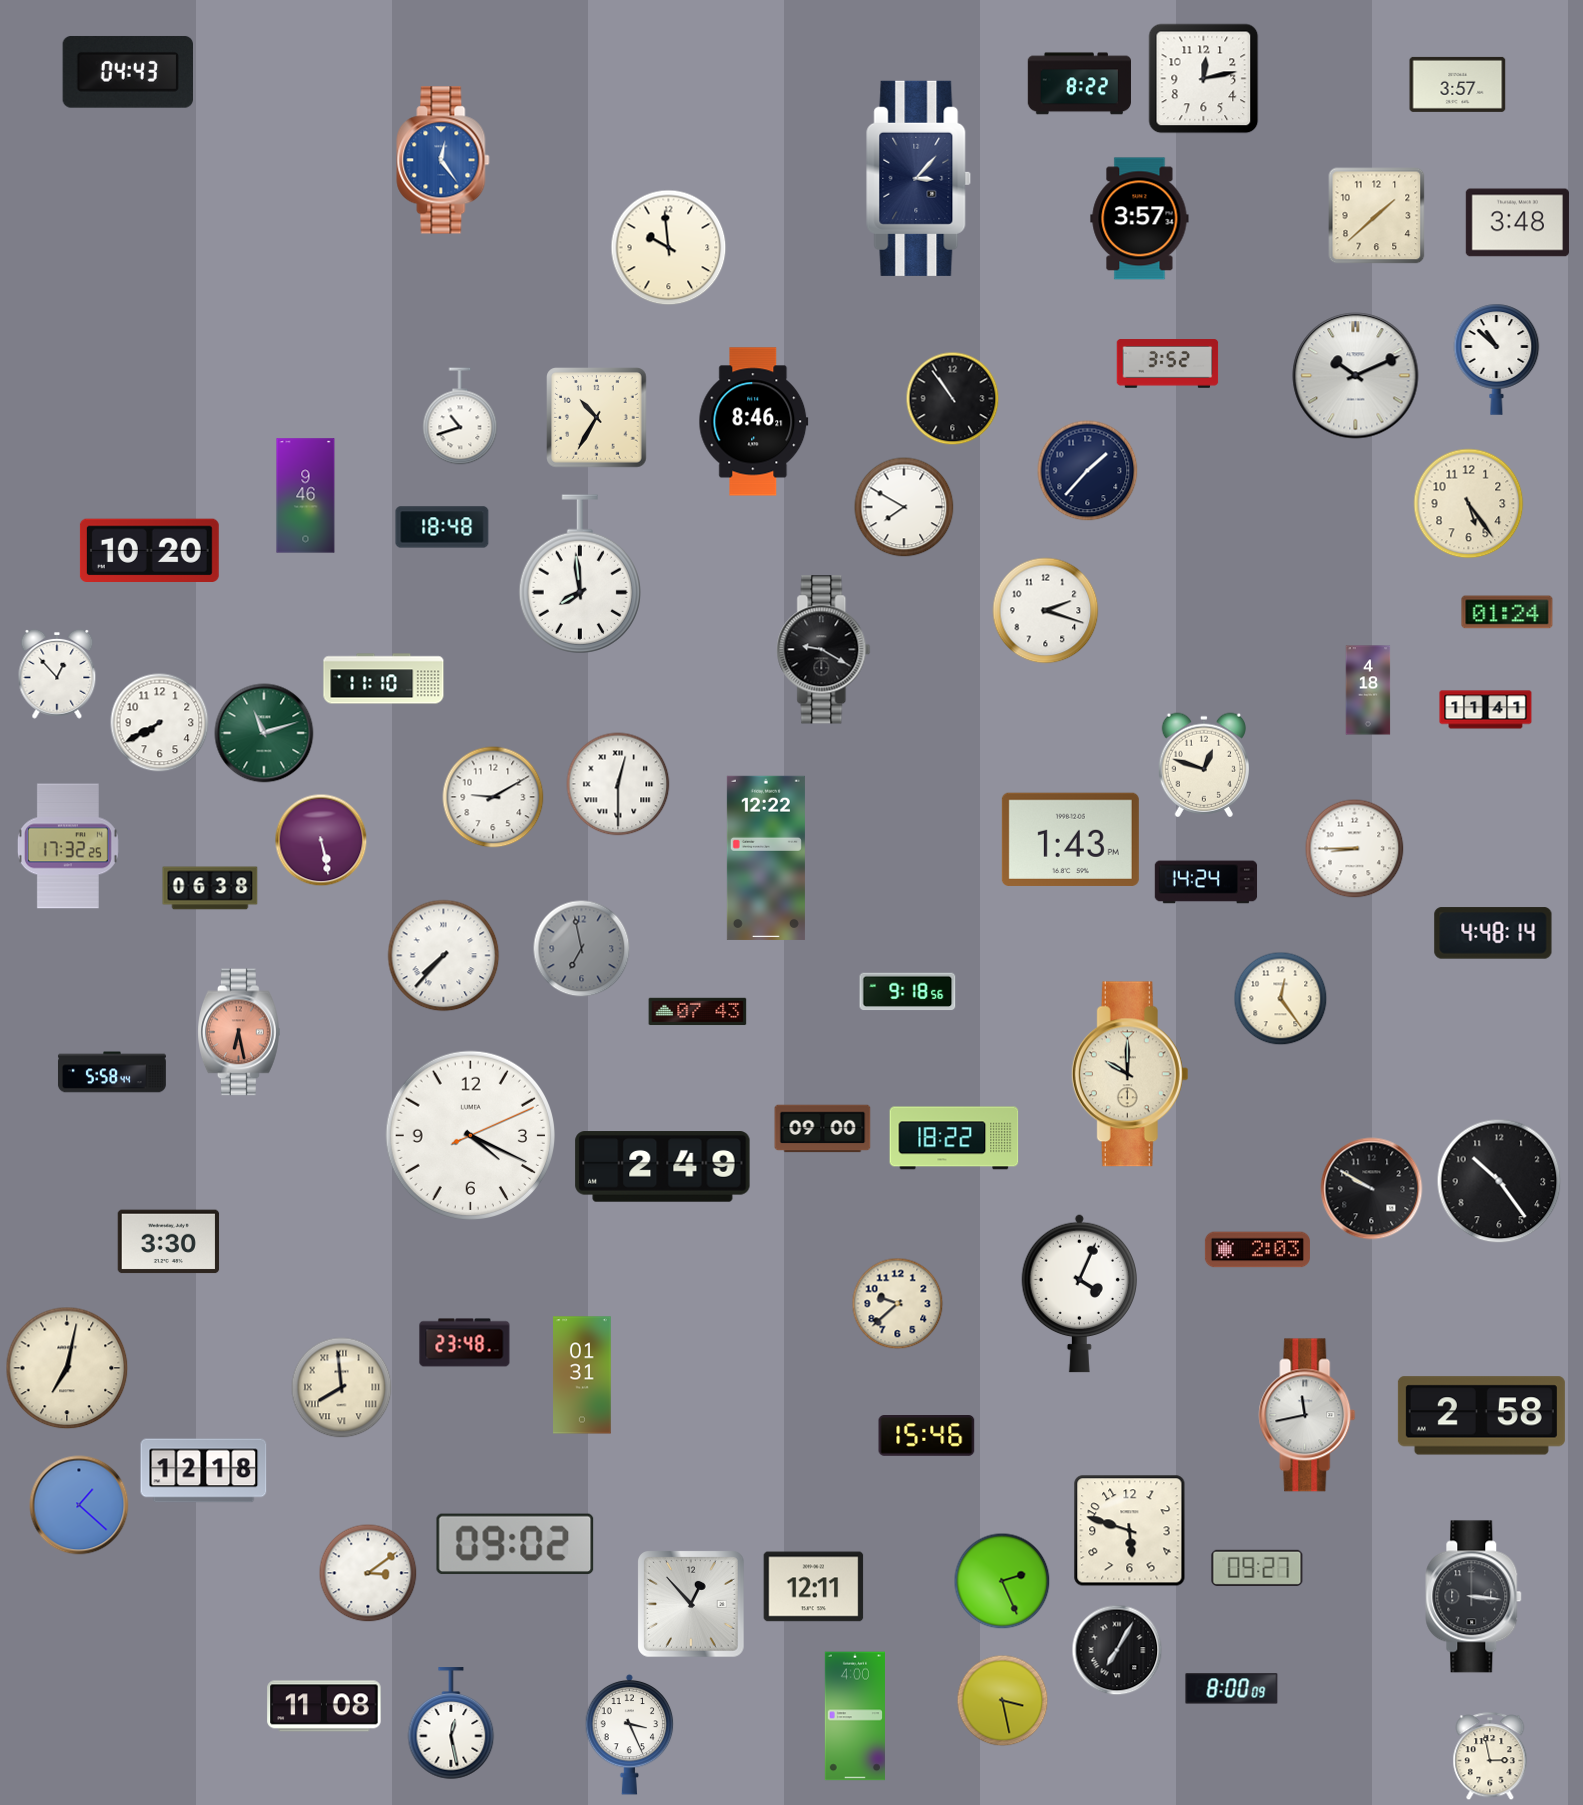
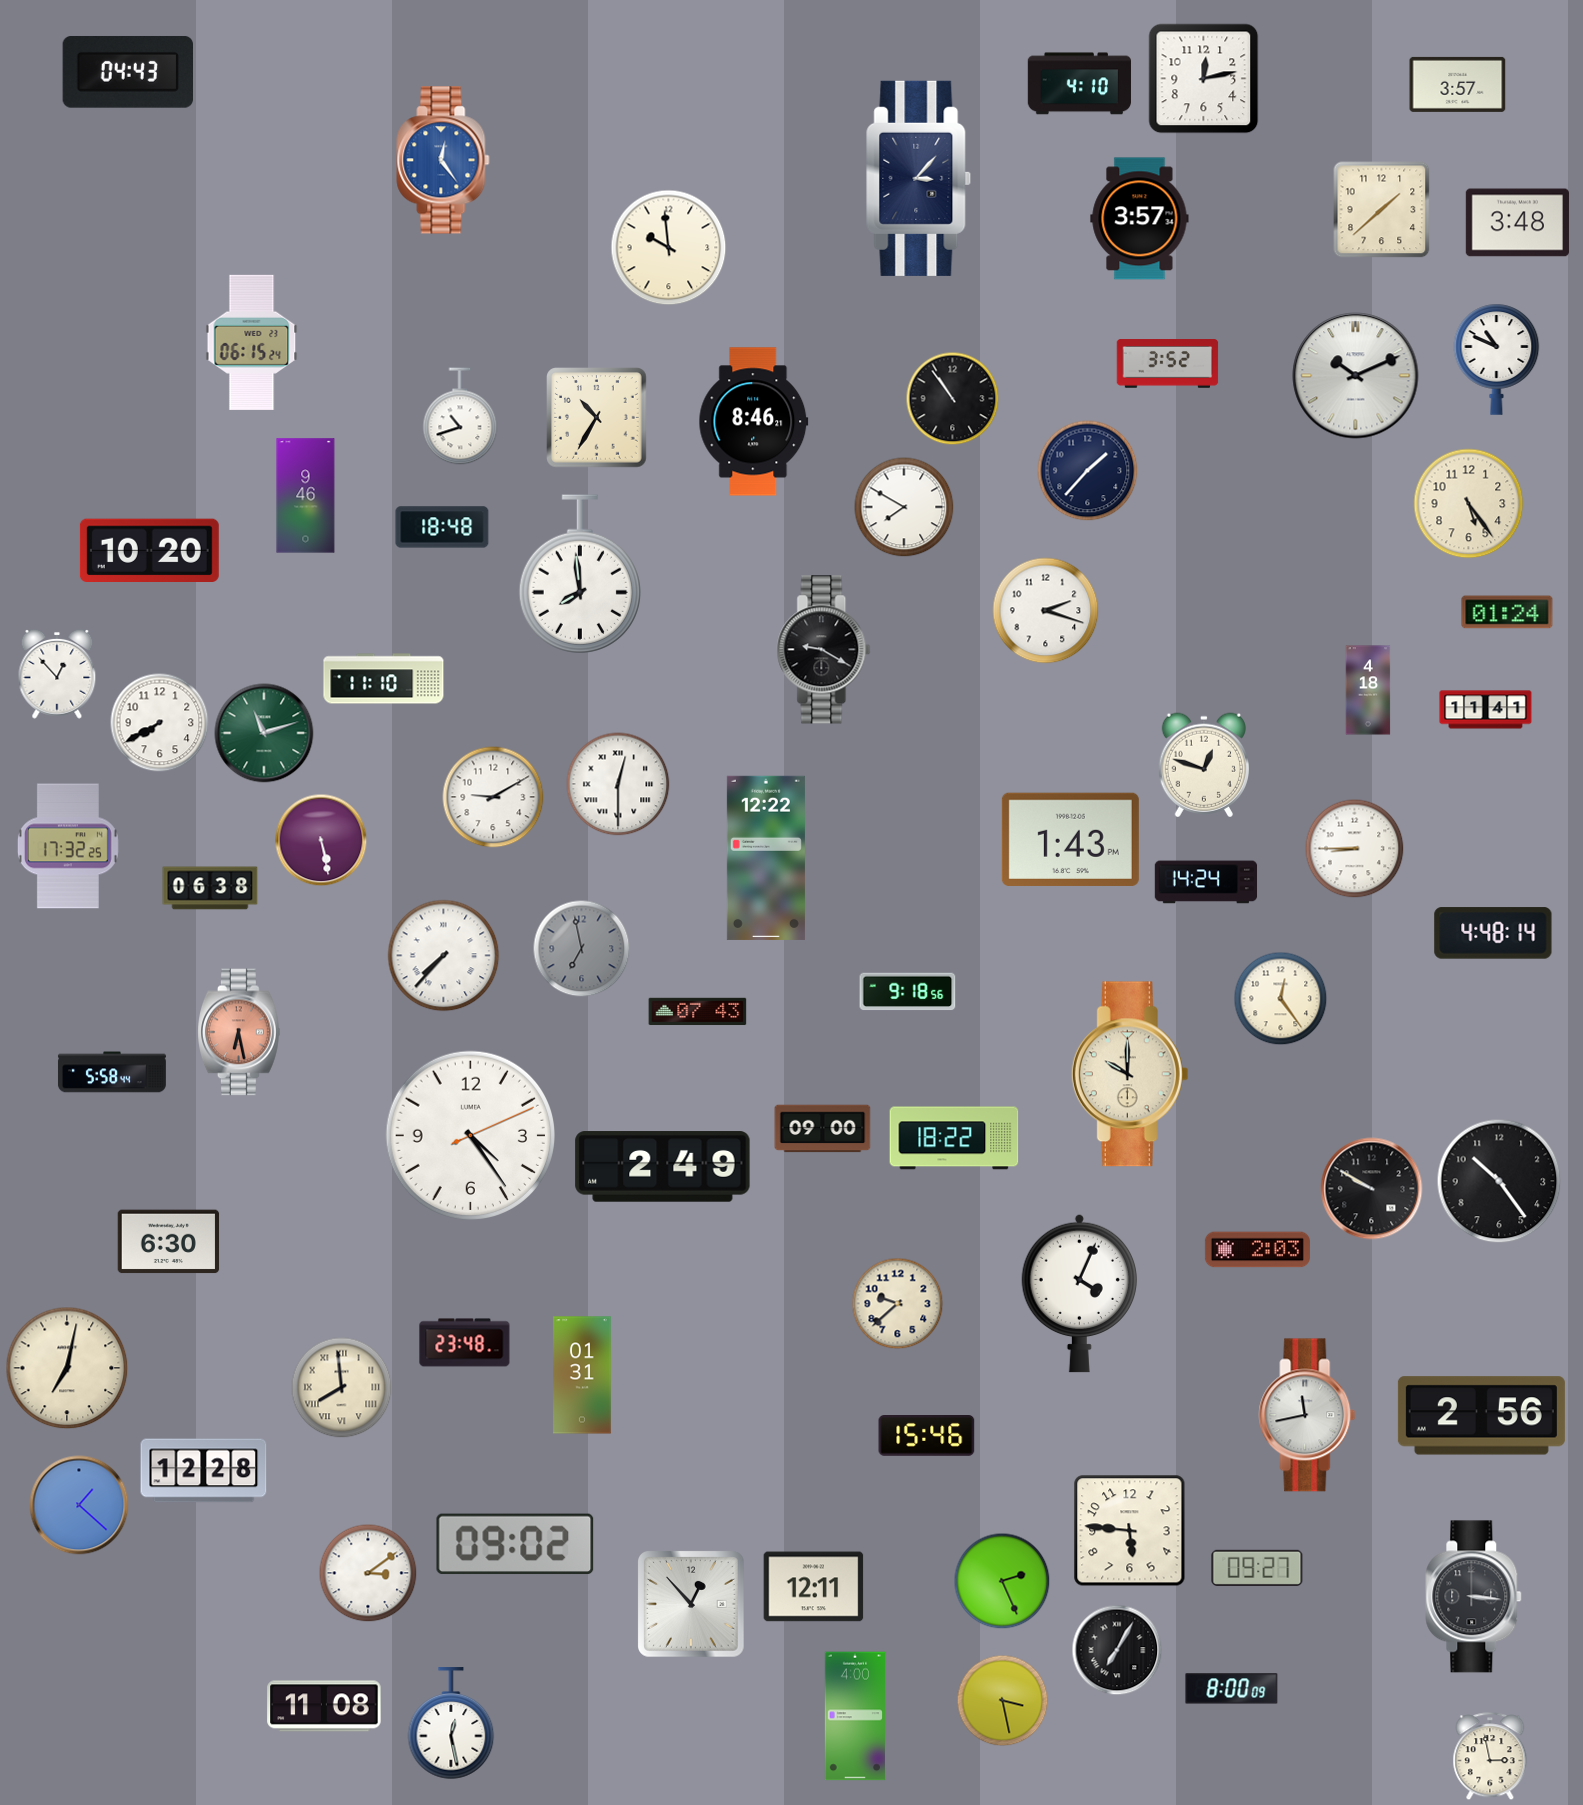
clock at (1079, 84): 8:22 -> 4:10
clock at (1377, 216) position: (1377, 216) -> (1382, 210)
clock at (252, 342): none -> 06:15
clock at (1497, 359): 10:52 -> 10:49
clock at (470, 1135): 4:19 -> 4:24
clock at (169, 1242): 3:30 -> 6:30
clock at (1481, 1416): 2:58 -> 2:56
clock at (204, 1471): 12:18 -> 12:28
clock at (1130, 1531): 5:48 -> 5:46
clock at (630, 1734): 3:26 -> none
